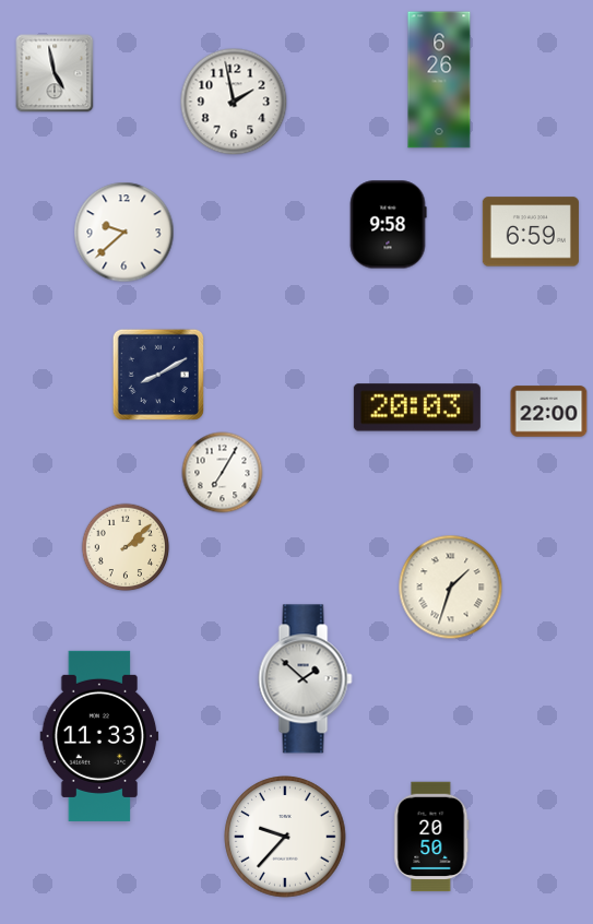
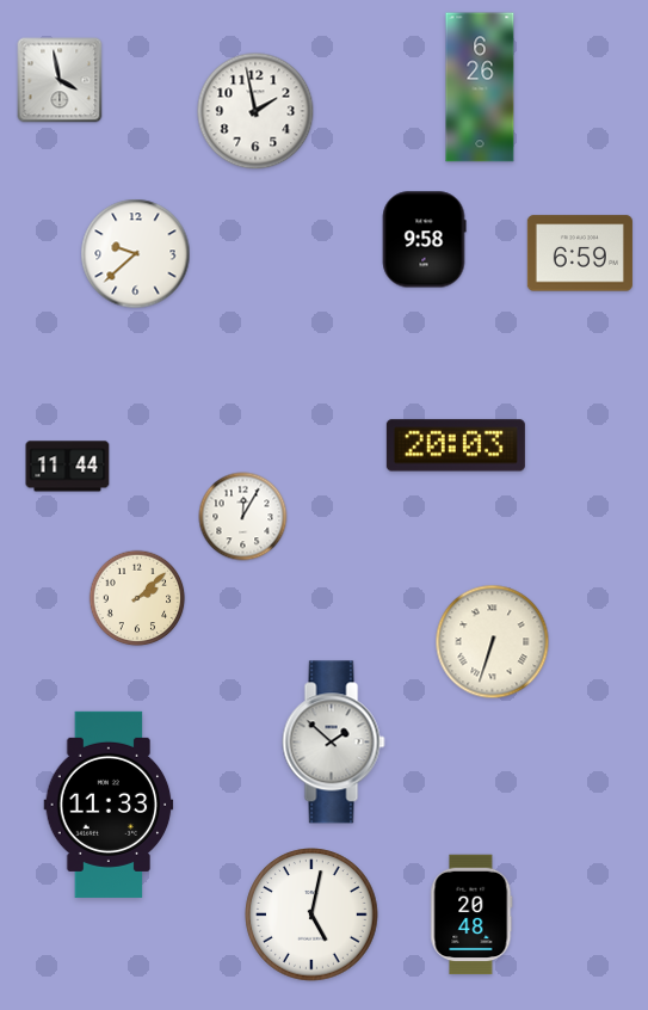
clock at (55, 73): 4:58 -> 3:58
clock at (388, 225) position: (388, 225) -> (424, 240)
clock at (158, 375): 8:10 -> none
clock at (549, 412): 22:00 -> none
clock at (68, 467): none -> 11:44
clock at (223, 473): 7:05 -> 12:05
clock at (451, 588): 1:33 -> 6:33
clock at (285, 837): 9:37 -> 5:02
clock at (431, 837): 20:50 -> 20:48
